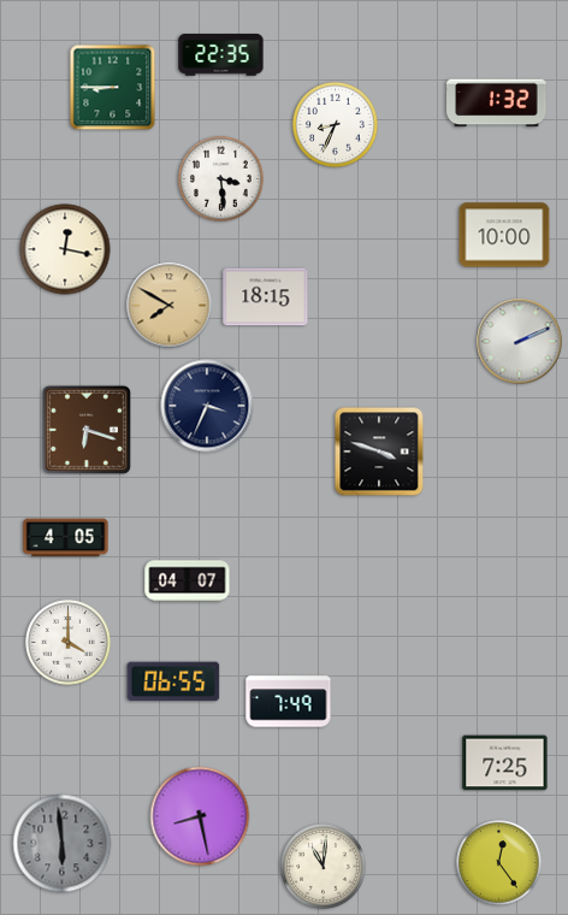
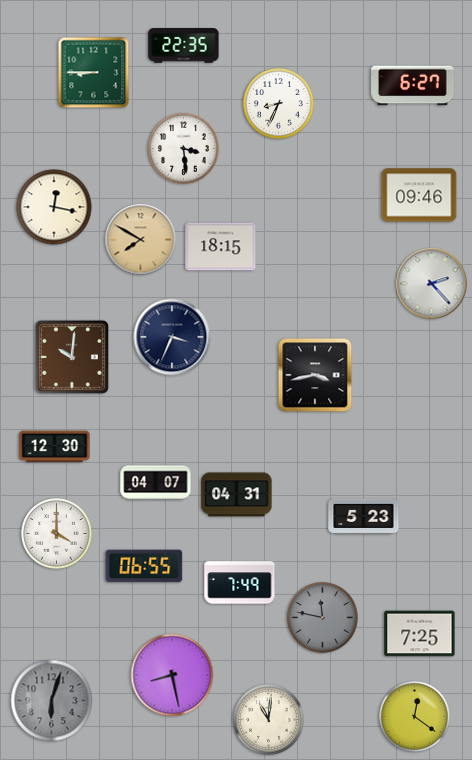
clock at (497, 104): 1:32 -> 6:27
clock at (504, 235): 10:00 -> 09:46
clock at (170, 306) position: (170, 306) -> (141, 240)
clock at (520, 342): 2:11 -> 2:23
clock at (87, 430): 6:18 -> 10:01
clock at (379, 451): 3:48 -> 3:43
clock at (66, 538): 4:05 -> 12:30
clock at (237, 495): none -> 04:31
clock at (364, 516): none -> 5:23
clock at (323, 618): none -> 11:47
clock at (200, 816) position: (200, 816) -> (172, 675)
clock at (63, 844): 5:59 -> 6:03
clock at (499, 863): 12:24 -> 12:21
